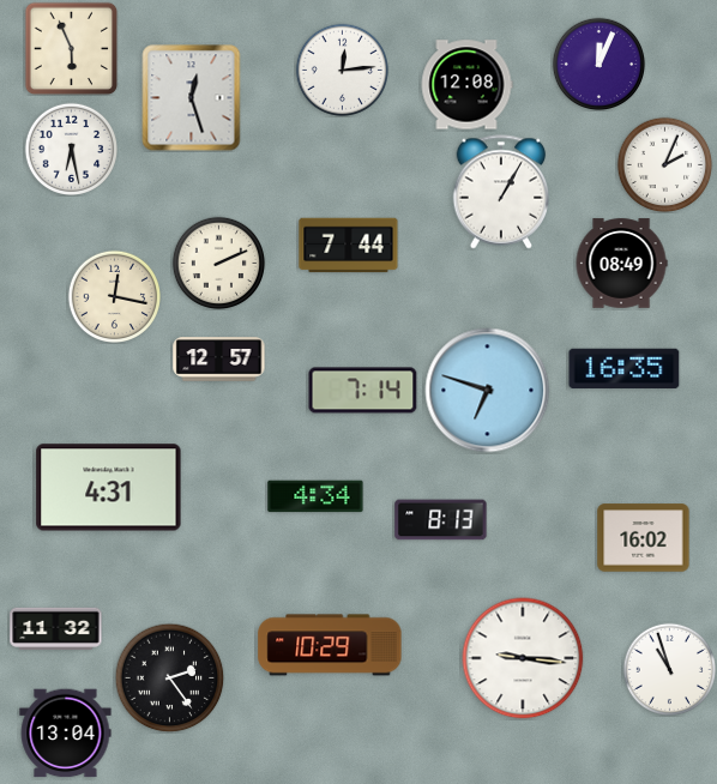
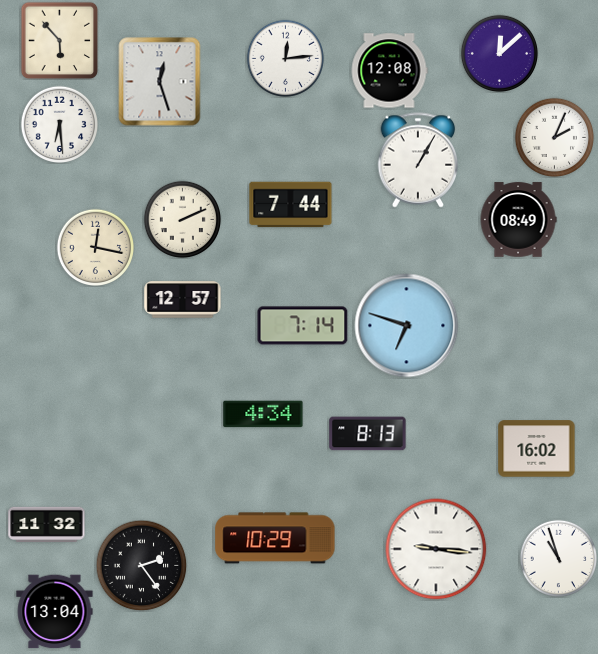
clock at (71, 48): 5:56 -> 5:53
clock at (598, 64): 12:04 -> 12:08
clock at (71, 149): 6:28 -> 6:29
clock at (625, 368): 16:35 -> none
clock at (109, 488): 4:31 -> none
